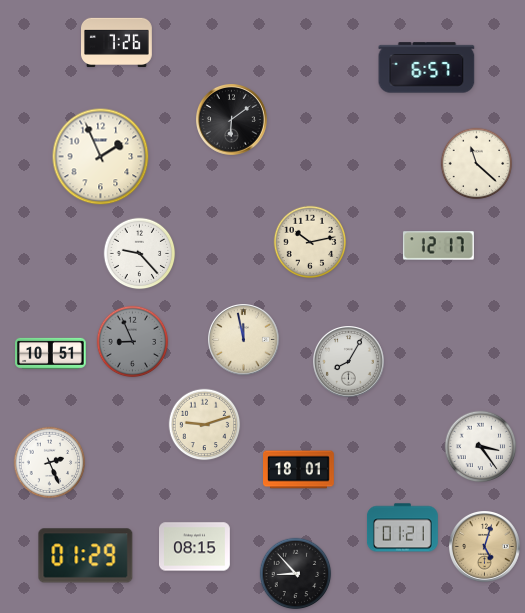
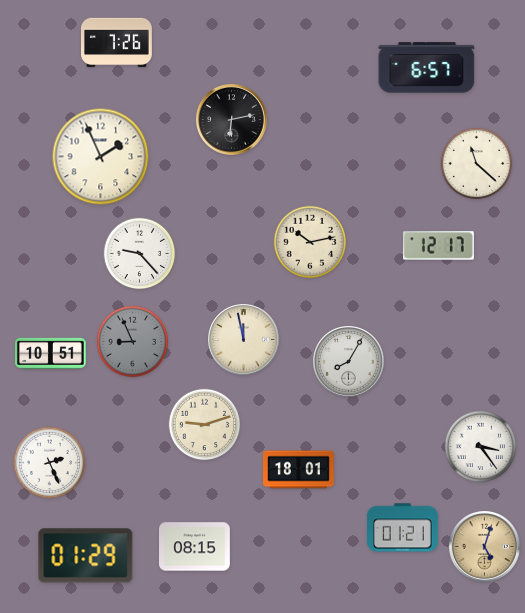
clock at (232, 120): 6:09 -> 6:13
clock at (296, 574): 8:53 -> none
